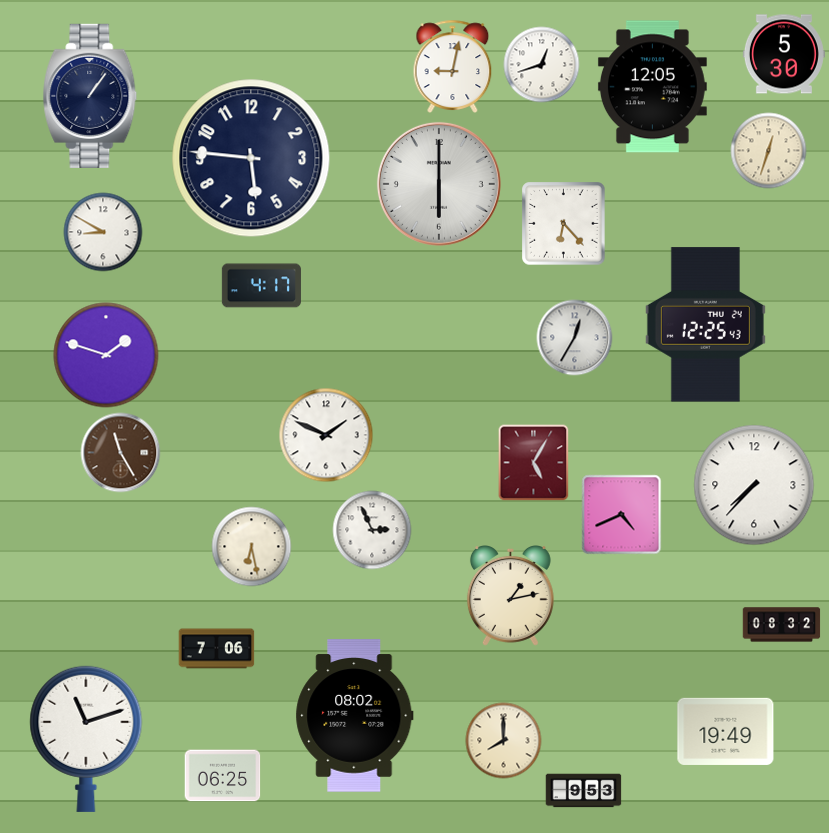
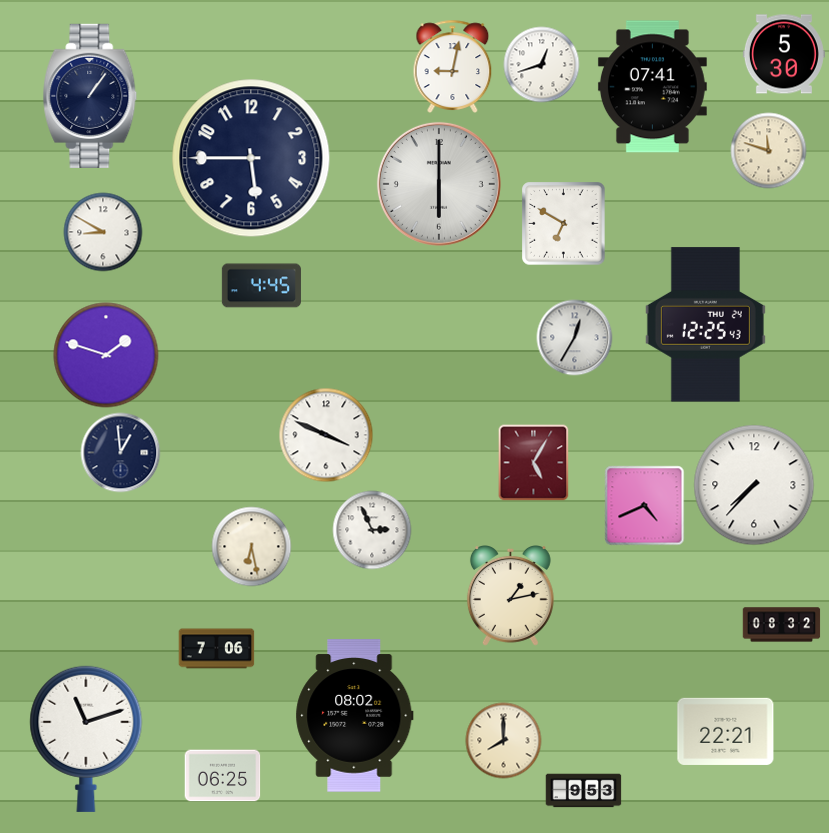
clock at (652, 87): 12:05 -> 07:41
clock at (769, 151): 12:33 -> 11:48
clock at (251, 158): 5:46 -> 5:45
clock at (564, 224): 6:23 -> 6:50
clock at (261, 286): 4:17 -> 4:45
clock at (326, 435): 1:49 -> 3:49
clock at (121, 453): 11:25 -> 12:59
clock at (121, 453) dial: brown -> navy
clock at (622, 515) position: (622, 515) -> (645, 506)
clock at (726, 731): 19:49 -> 22:21
